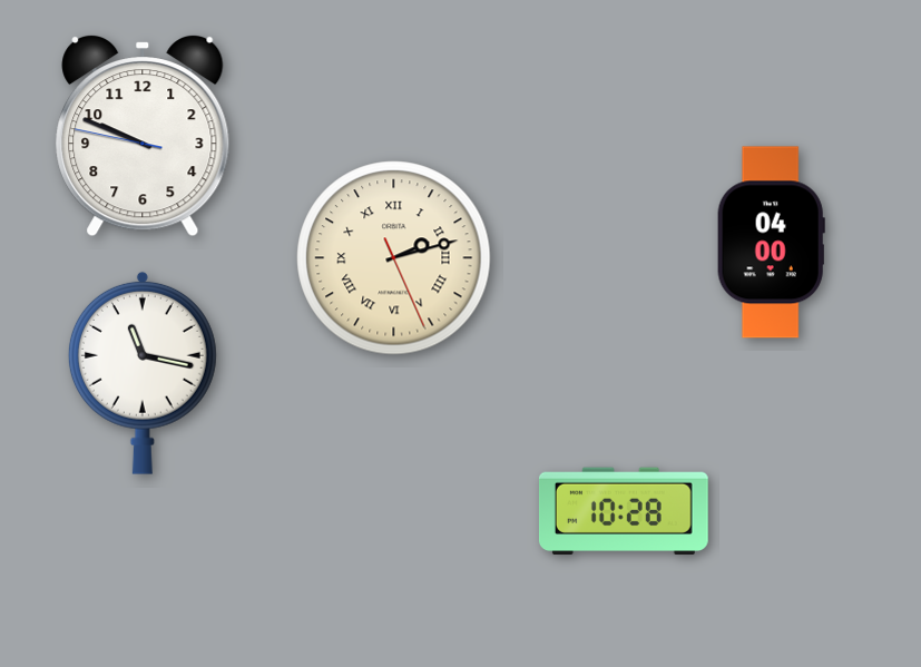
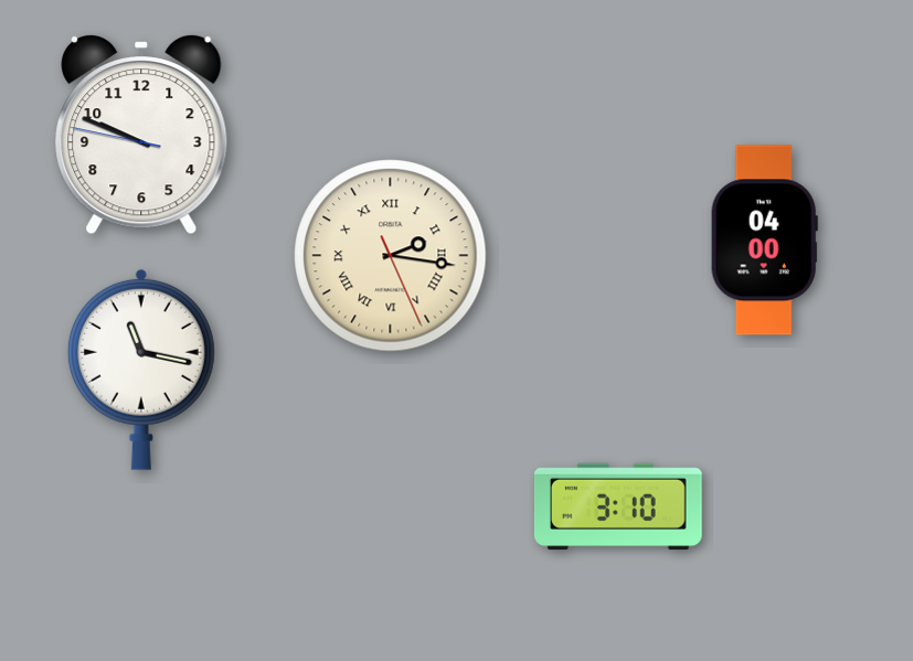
clock at (394, 258): 2:12 -> 2:16
clock at (624, 511): 10:28 -> 3:10
